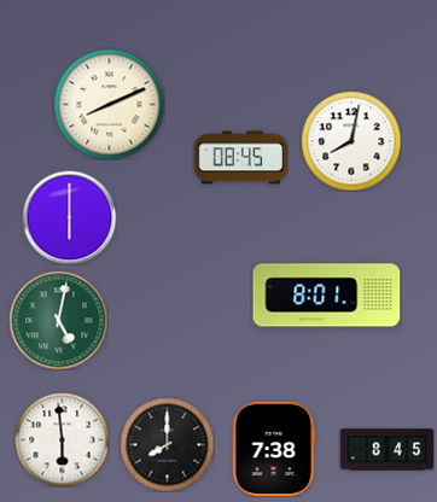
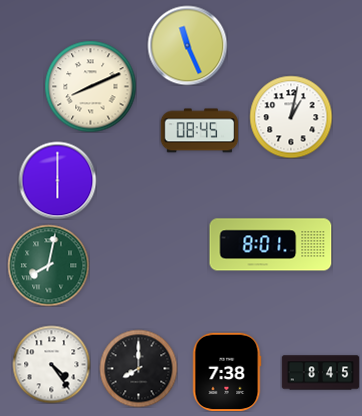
clock at (187, 45): none -> 11:26
clock at (351, 141): 8:02 -> 1:02
clock at (58, 320): 5:02 -> 8:02
clock at (62, 439): 5:59 -> 4:24
